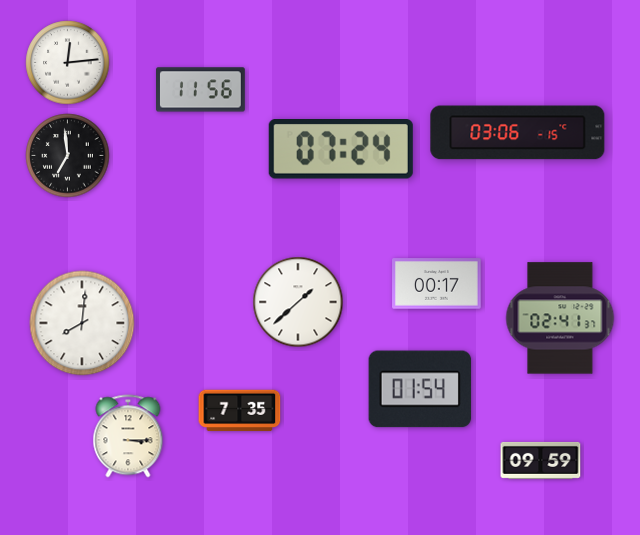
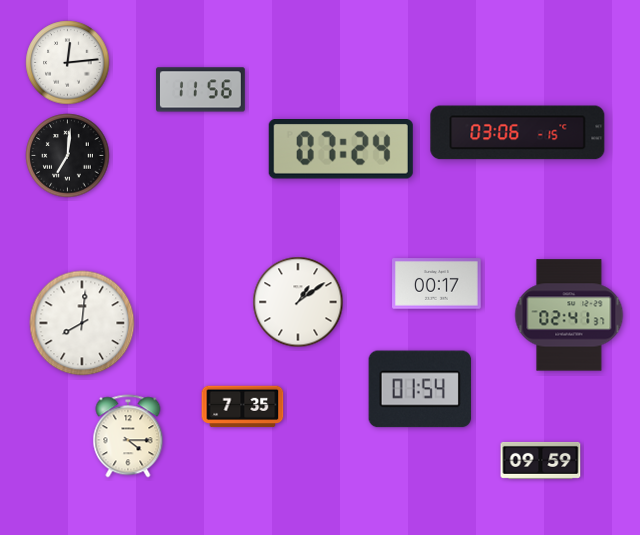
clock at (68, 156): 6:59 -> 7:01
clock at (298, 302): 1:38 -> 1:09
clock at (560, 318) position: (560, 318) -> (569, 315)
clock at (240, 411) position: (240, 411) -> (243, 407)
clock at (128, 436): 3:15 -> 4:15
